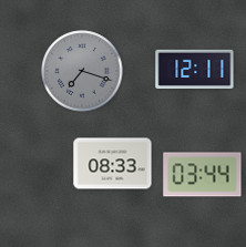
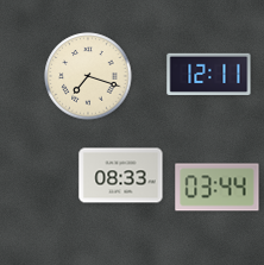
clock at (82, 71) dial: grey -> cream
